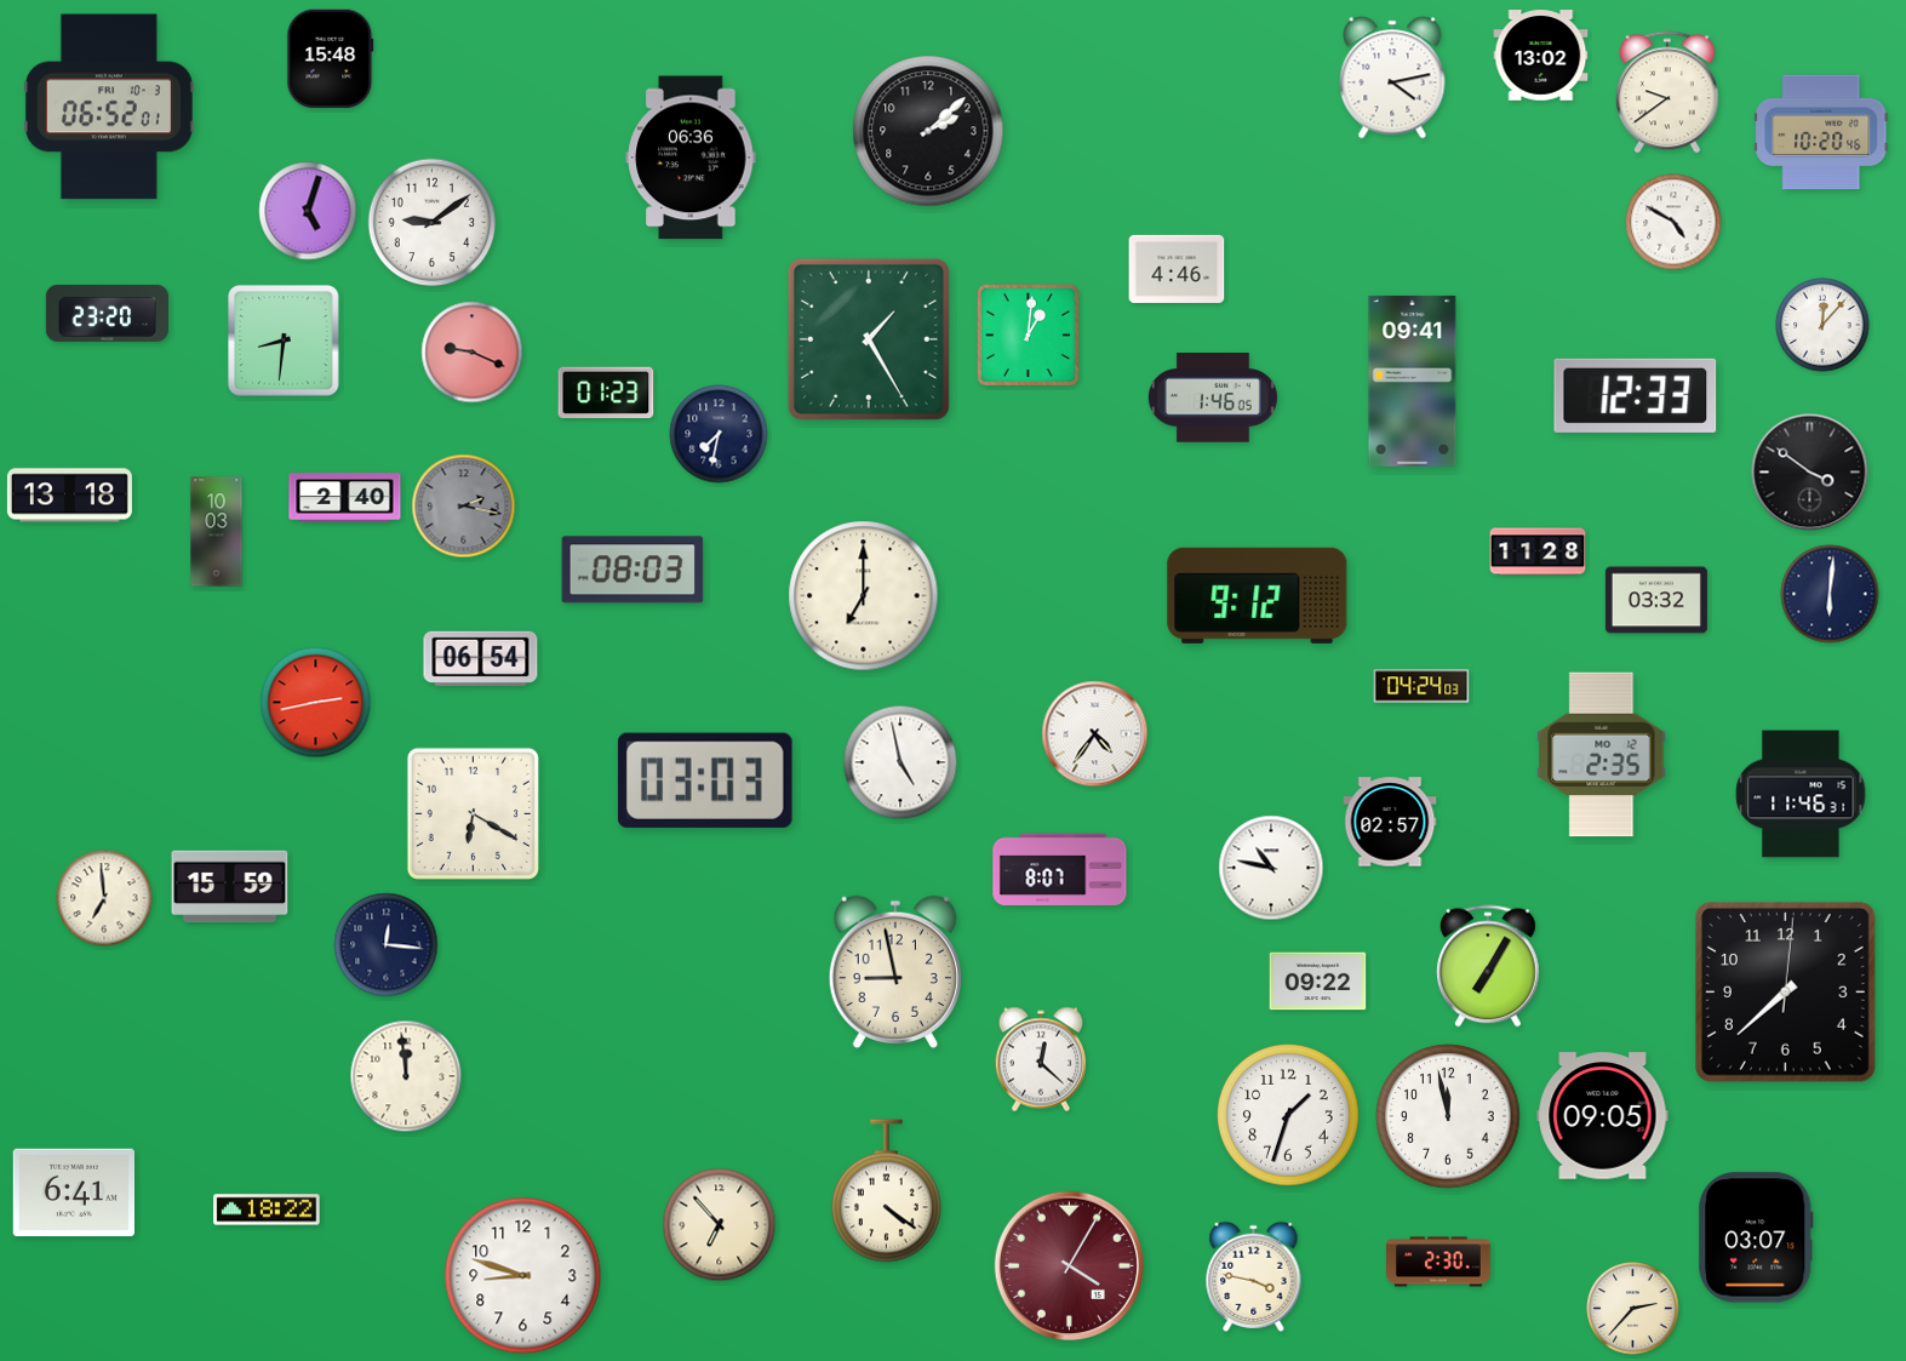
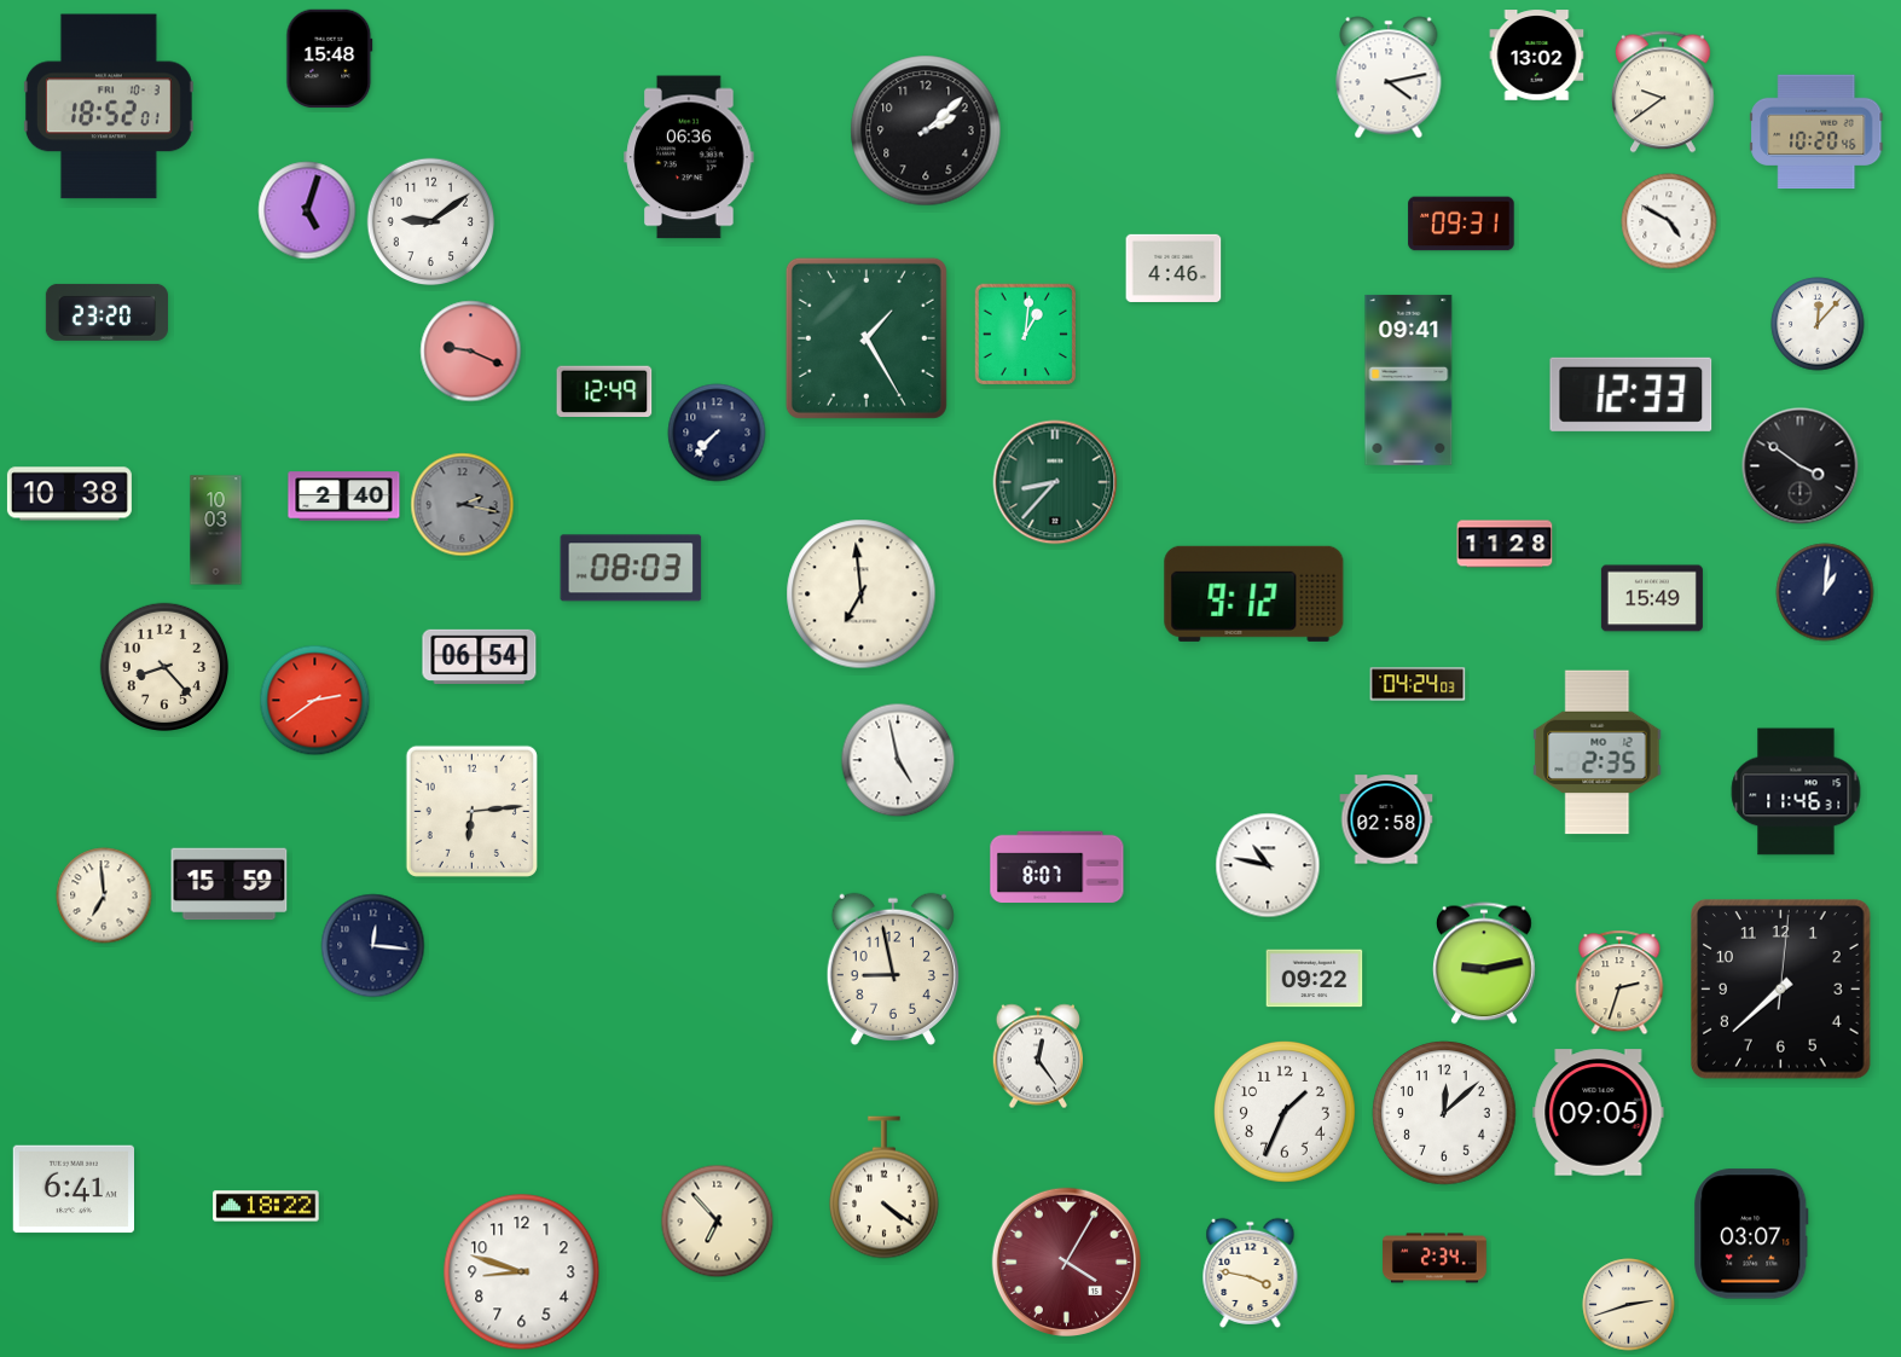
clock at (109, 107): 06:52 -> 18:52
clock at (1461, 224): none -> 09:31
clock at (284, 341): 8:31 -> none
clock at (606, 393): 01:23 -> 12:49
clock at (1213, 398): 1:46 -> none
clock at (719, 434): 7:32 -> 7:37
clock at (1810, 473) position: (1810, 473) -> (1801, 466)
clock at (1055, 482): none -> 8:37
clock at (69, 496): 13:18 -> 10:38
clock at (1538, 551) position: (1538, 551) -> (1505, 544)
clock at (1830, 594): 6:01 -> 1:01
clock at (864, 596): 7:00 -> 6:59
clock at (1656, 600): 03:32 -> 15:49
clock at (163, 666): none -> 8:23
clock at (316, 703): 2:43 -> 2:39
clock at (1095, 734): 4:36 -> none
clock at (705, 780): 03:03 -> none
clock at (473, 813): 6:20 -> 6:14
clock at (1390, 822): 02:57 -> 02:58
clock at (387, 945) position: (387, 945) -> (373, 946)
clock at (1489, 966): 7:05 -> 9:13
clock at (1619, 982): none -> 2:33
clock at (1040, 1059): 12:22 -> 12:24
clock at (406, 1076): 11:59 -> none
clock at (1289, 1116): 1:33 -> 1:34
clock at (1448, 1116): 11:58 -> 12:08
clock at (1438, 1262): 2:30 -> 2:34
clock at (1633, 1309): 2:37 -> 2:42
